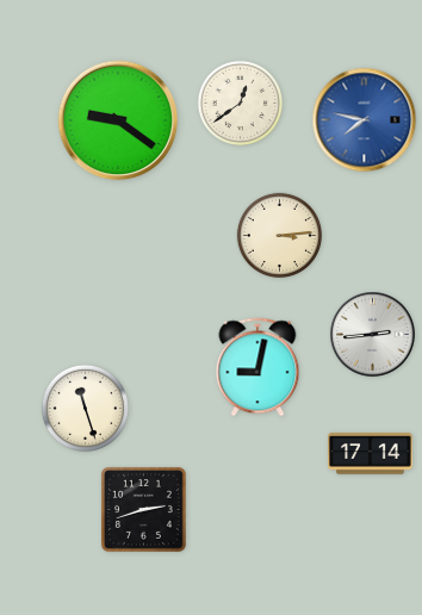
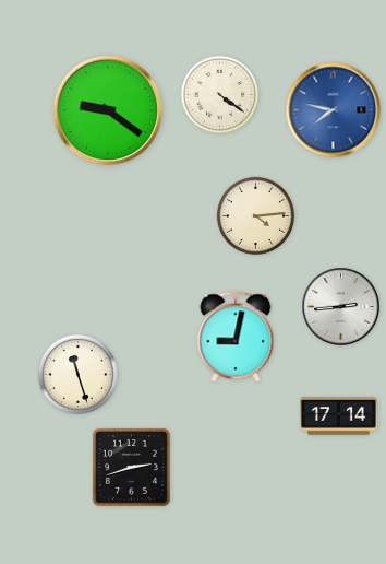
clock at (240, 102): 12:39 -> 4:21
clock at (279, 235): 3:14 -> 4:14
